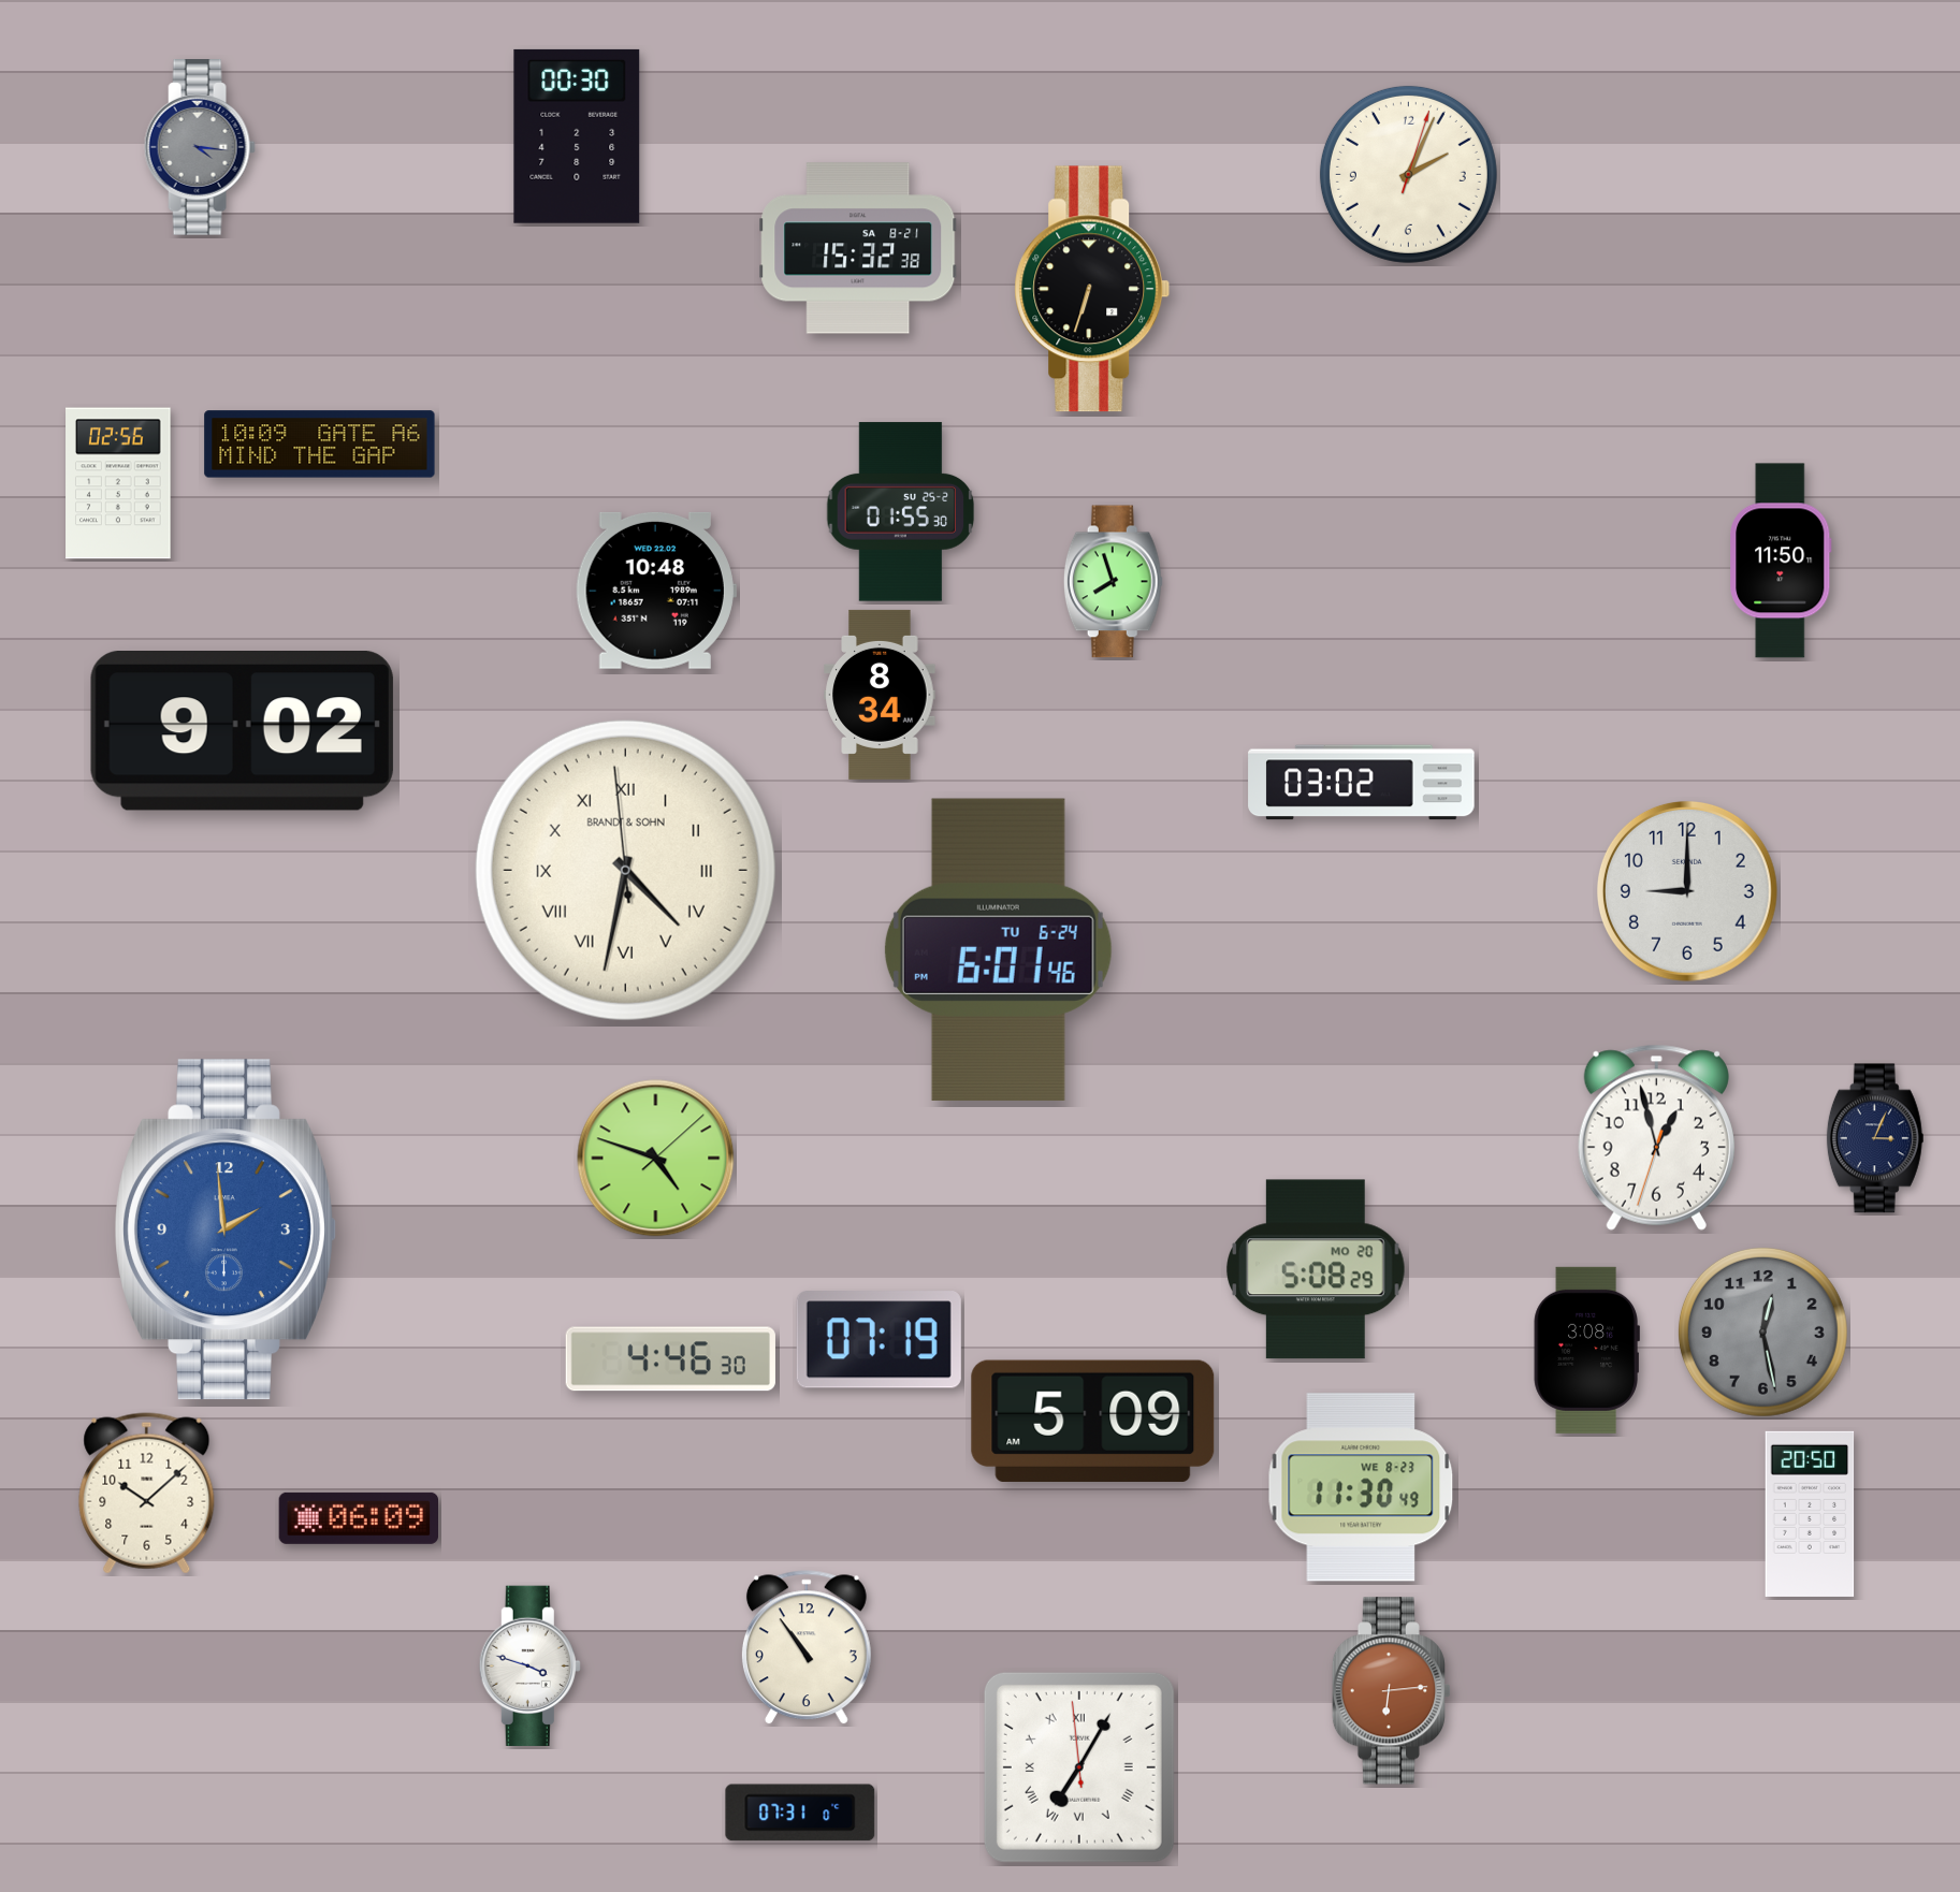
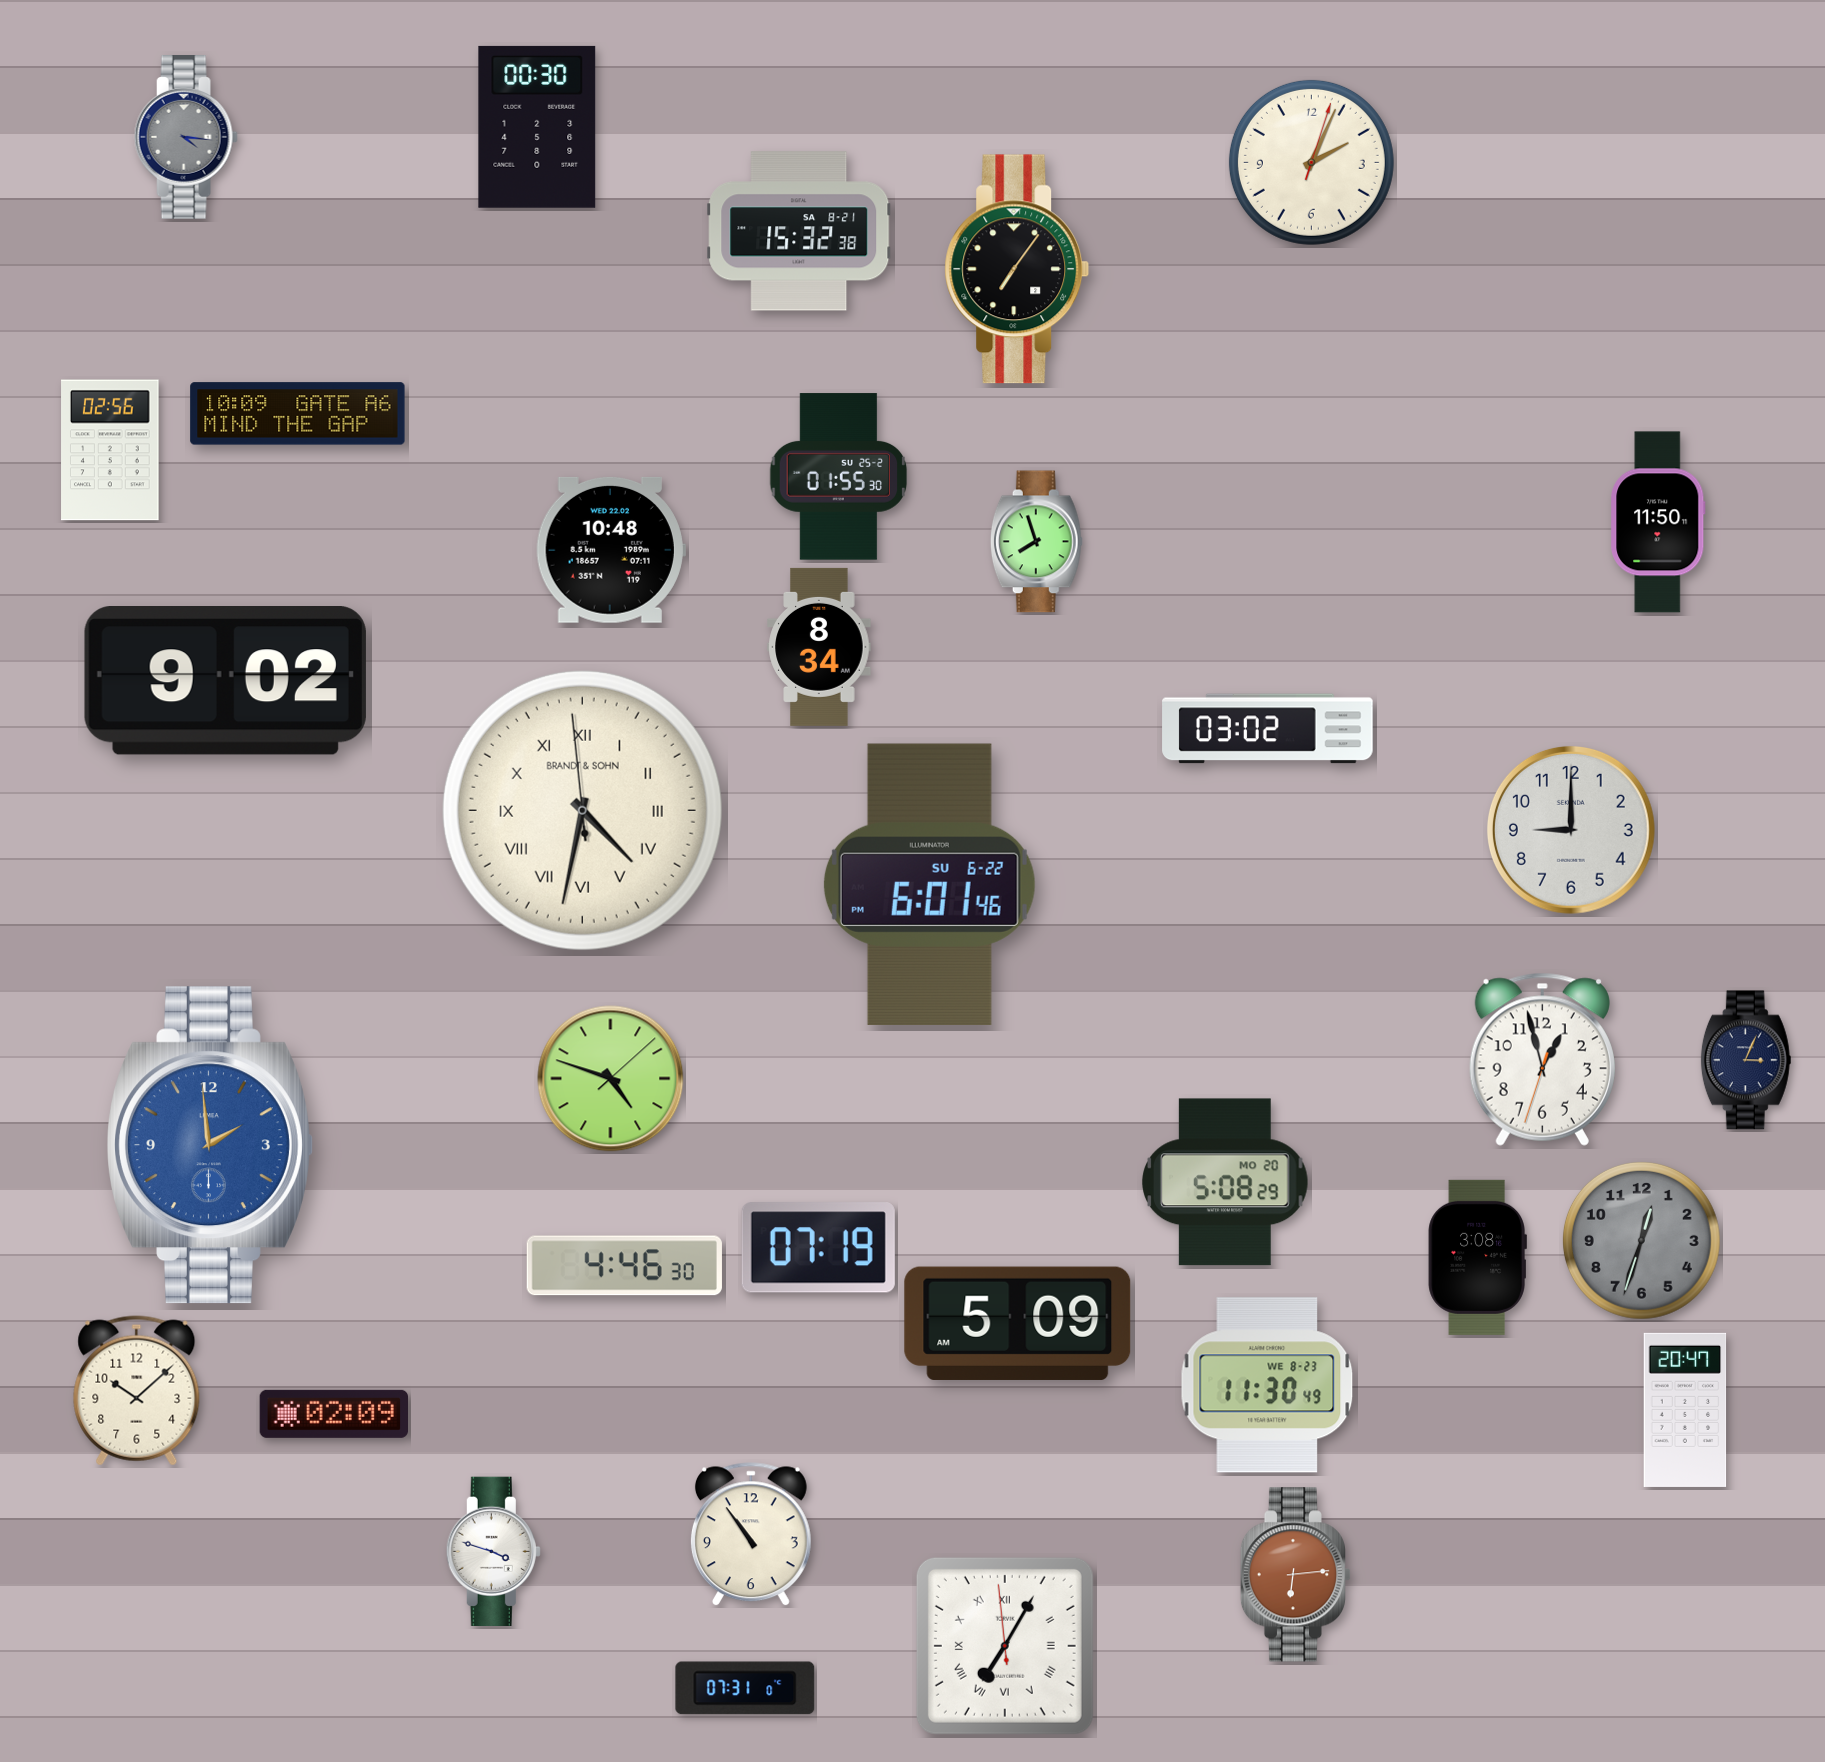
clock at (1092, 289): 6:33 -> 7:06
clock at (998, 949) date: TU 6-24 -> SU 6-22
clock at (1762, 1331): 12:28 -> 12:33
clock at (1810, 1514): 20:50 -> 20:47
clock at (359, 1518): 06:09 -> 02:09
